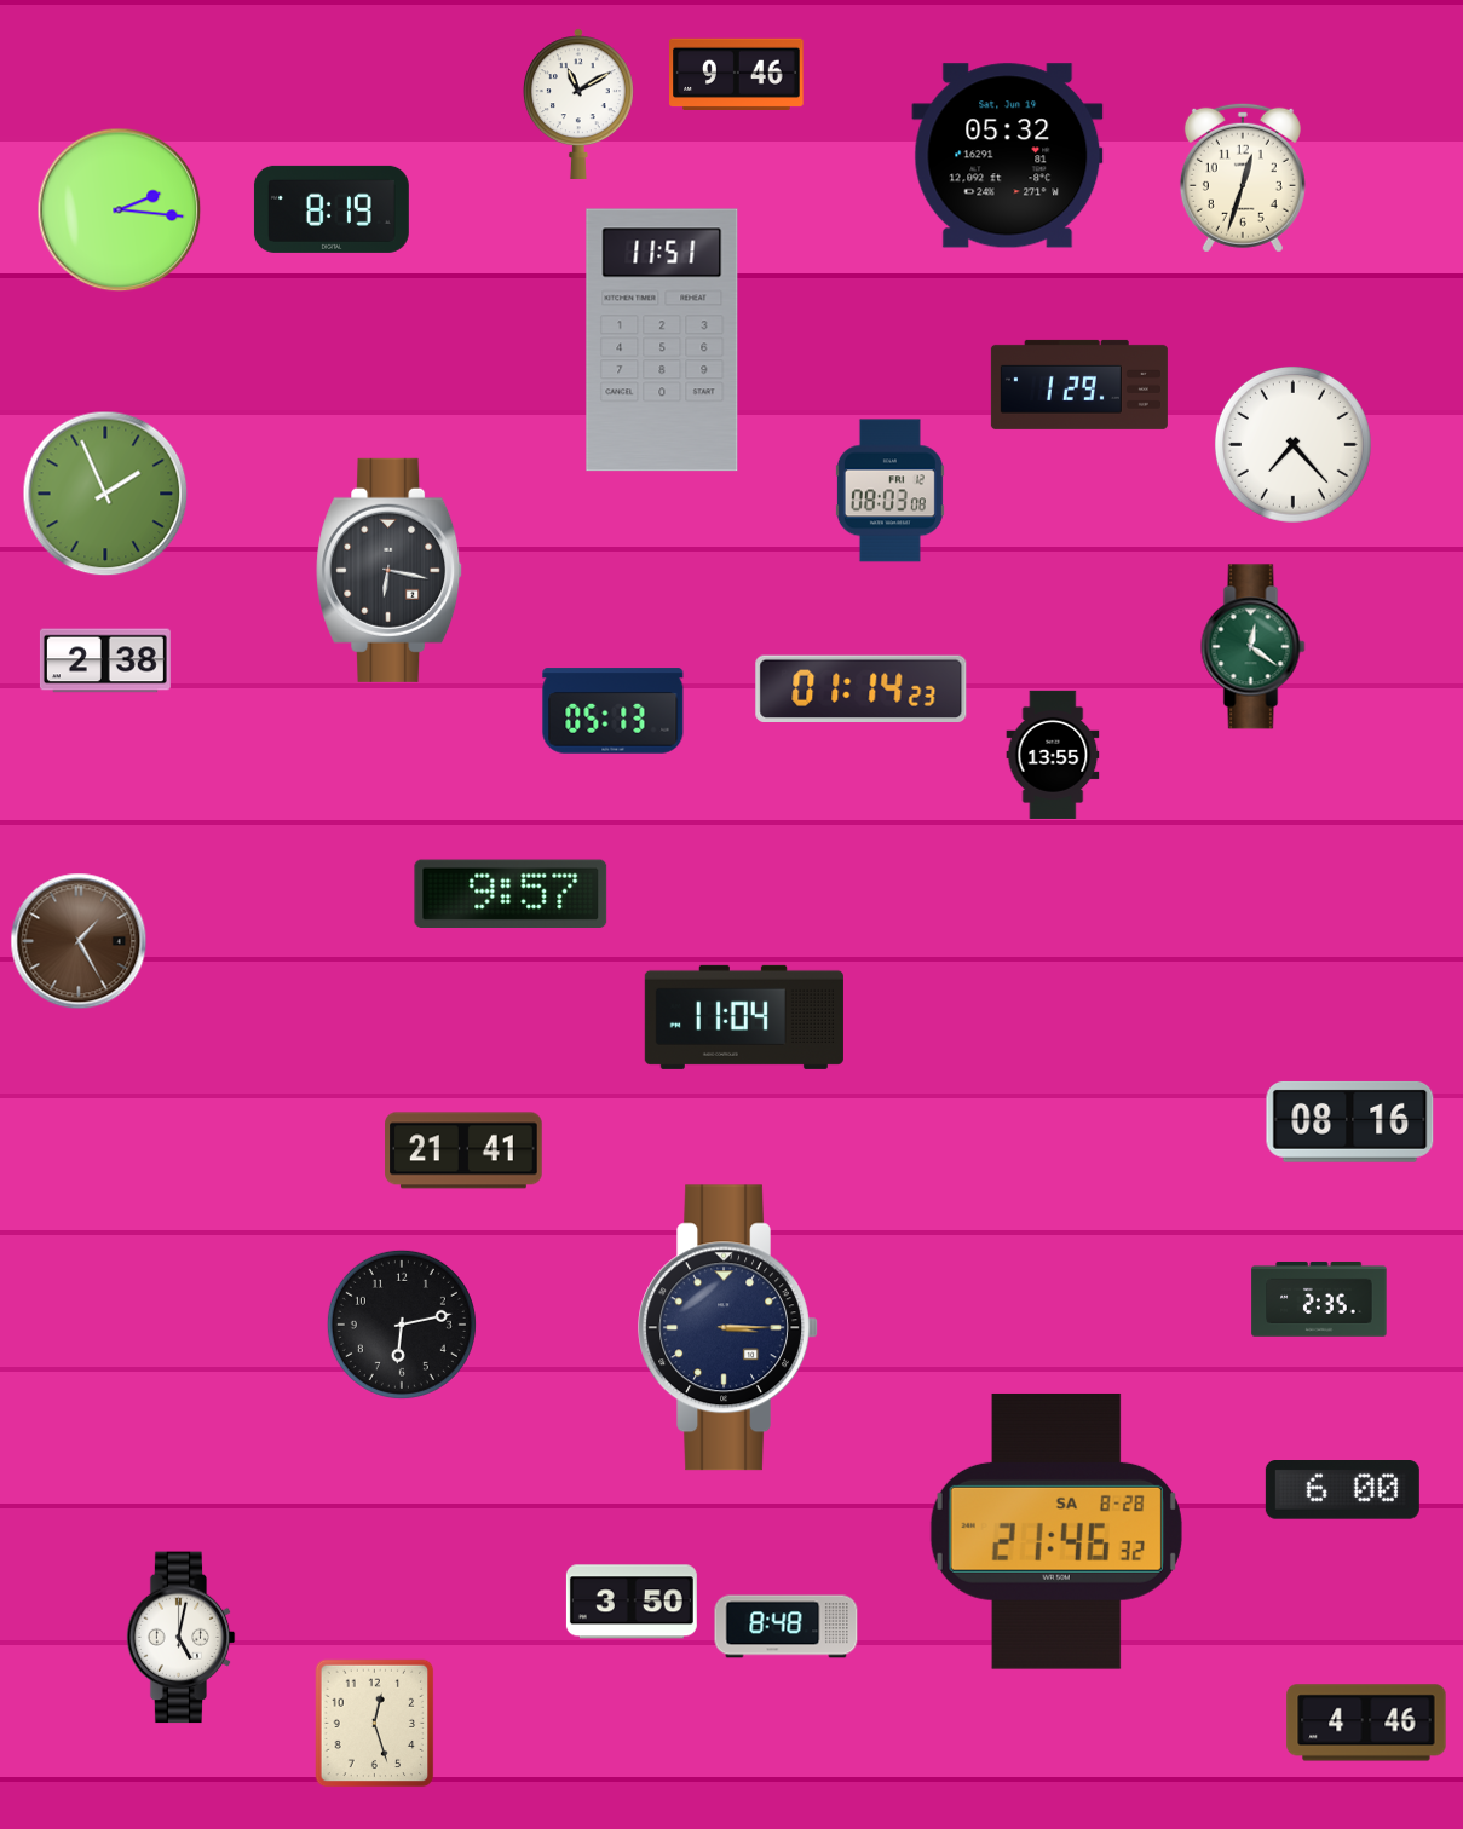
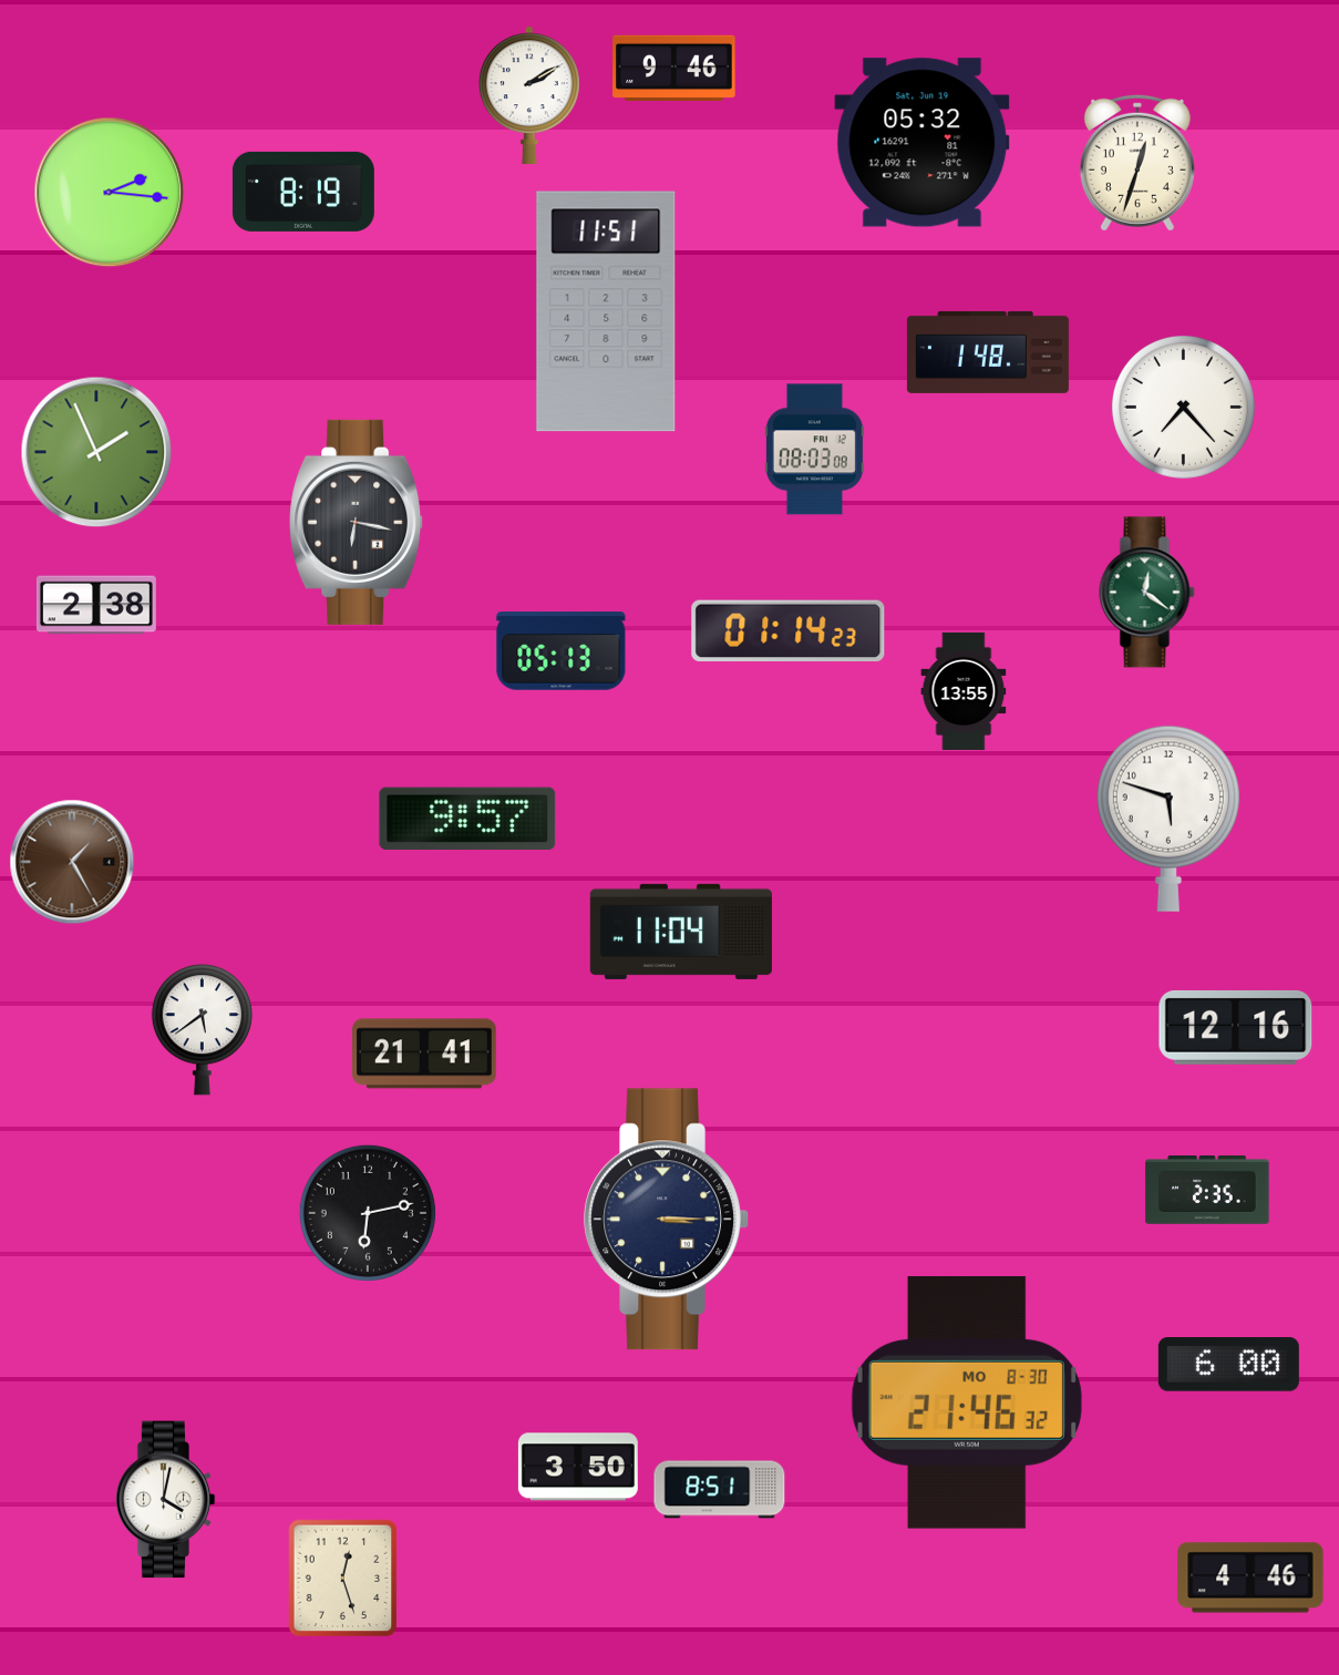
clock at (578, 103): 11:10 -> 2:10
clock at (1079, 385): 1:29 -> 1:48
clock at (1168, 819): none -> 5:48
clock at (1350, 1121): 08:16 -> 12:16
clock at (202, 1030): none -> 5:39
clock at (728, 1328) position: (728, 1328) -> (667, 1220)
clock at (1056, 1531) date: SA 8-28 -> MO 8-30
clock at (787, 1627): 8:48 -> 8:51
clock at (182, 1638): 5:02 -> 4:02
